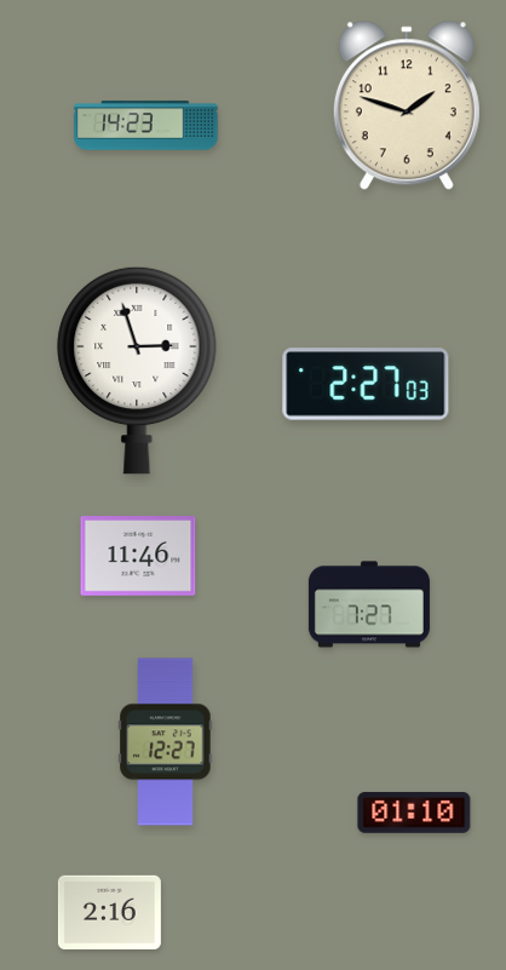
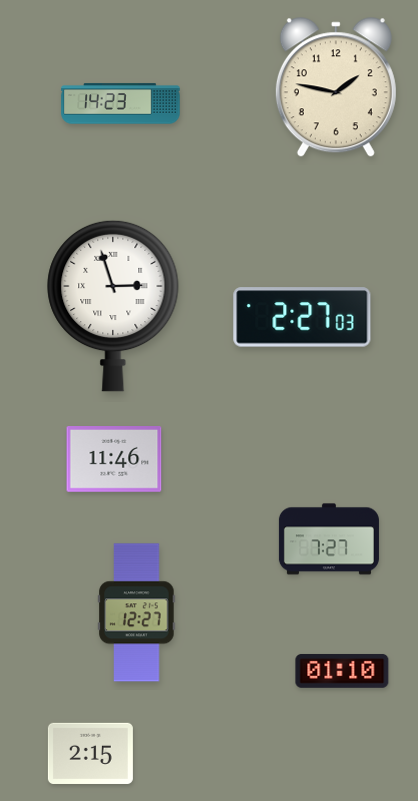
clock at (407, 107): 1:48 -> 1:47
clock at (369, 604) position: (369, 604) -> (329, 539)
clock at (109, 912): 2:16 -> 2:15
